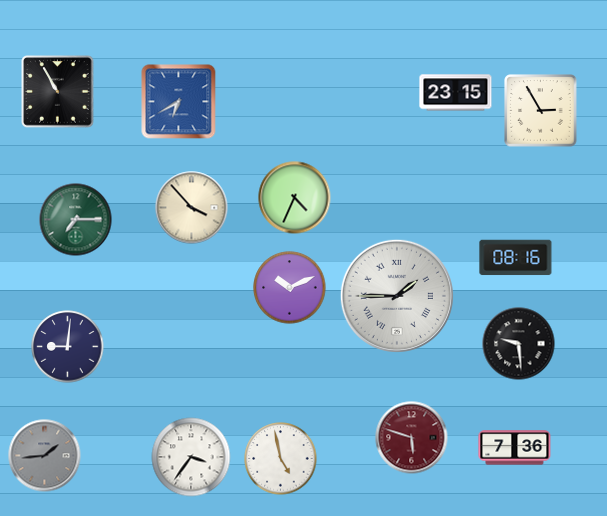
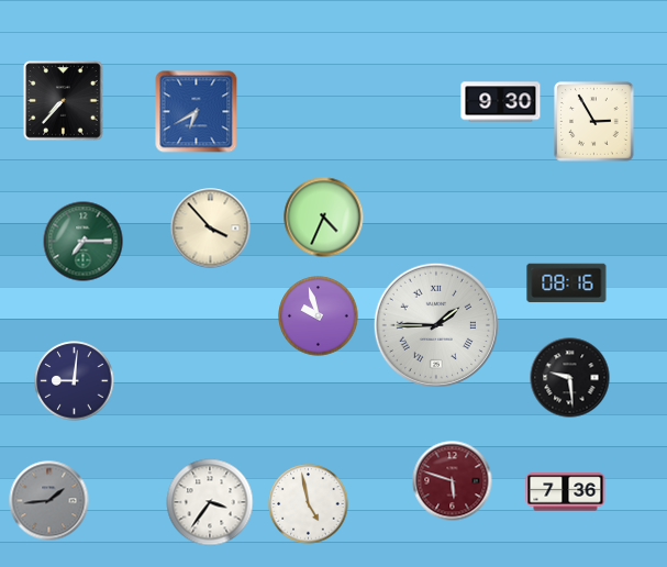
clock at (58, 92): 10:55 -> 7:37
clock at (456, 93): 23:15 -> 9:30
clock at (290, 288): 10:11 -> 9:57
